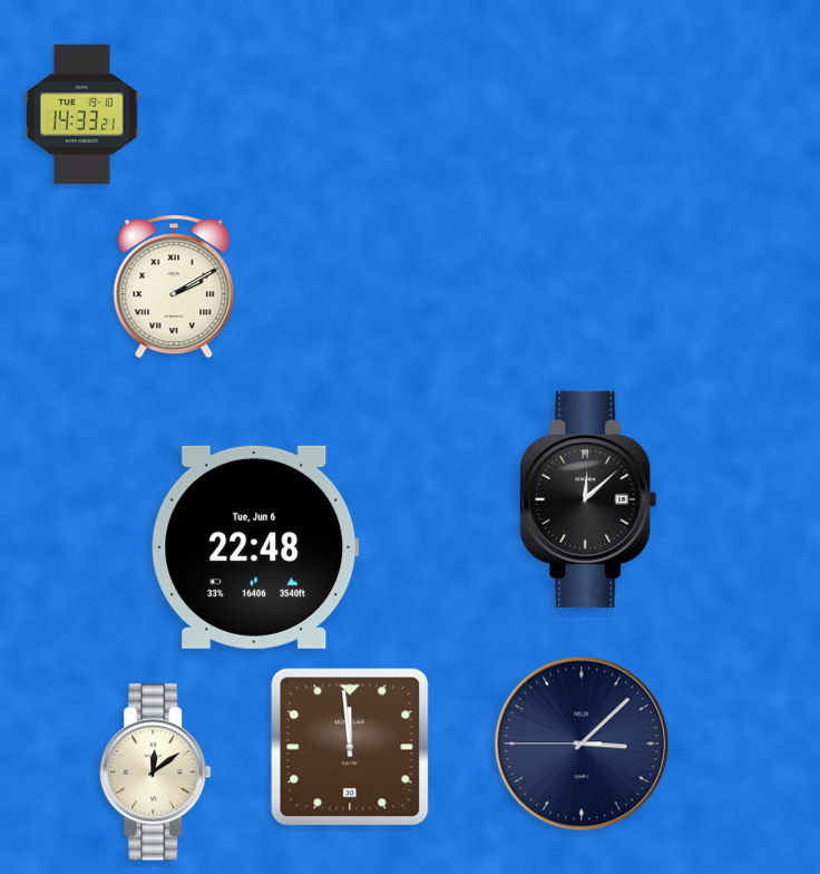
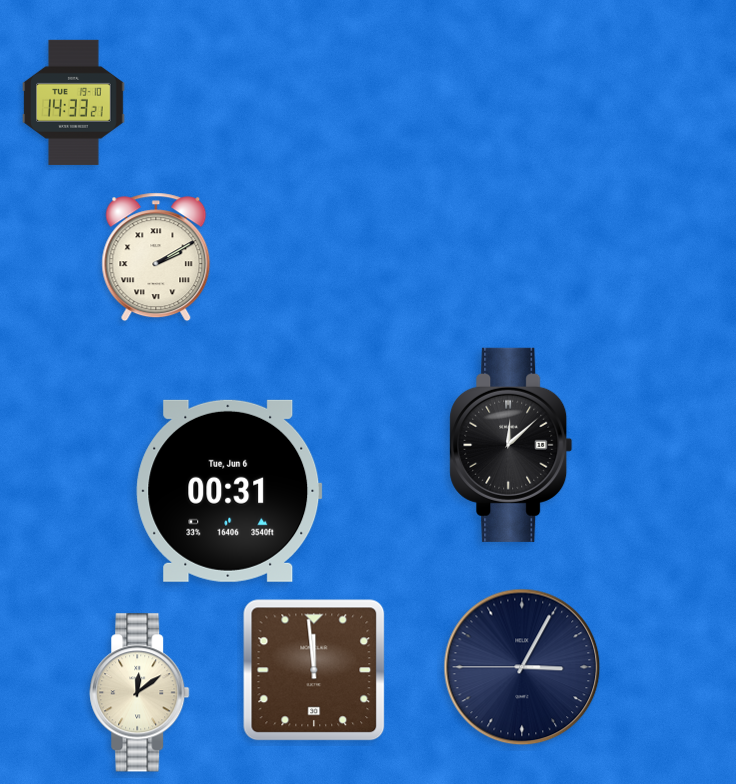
clock at (588, 499) position: (588, 499) -> (511, 445)
clock at (255, 547): 22:48 -> 00:31
clock at (582, 744): 3:07 -> 3:04
